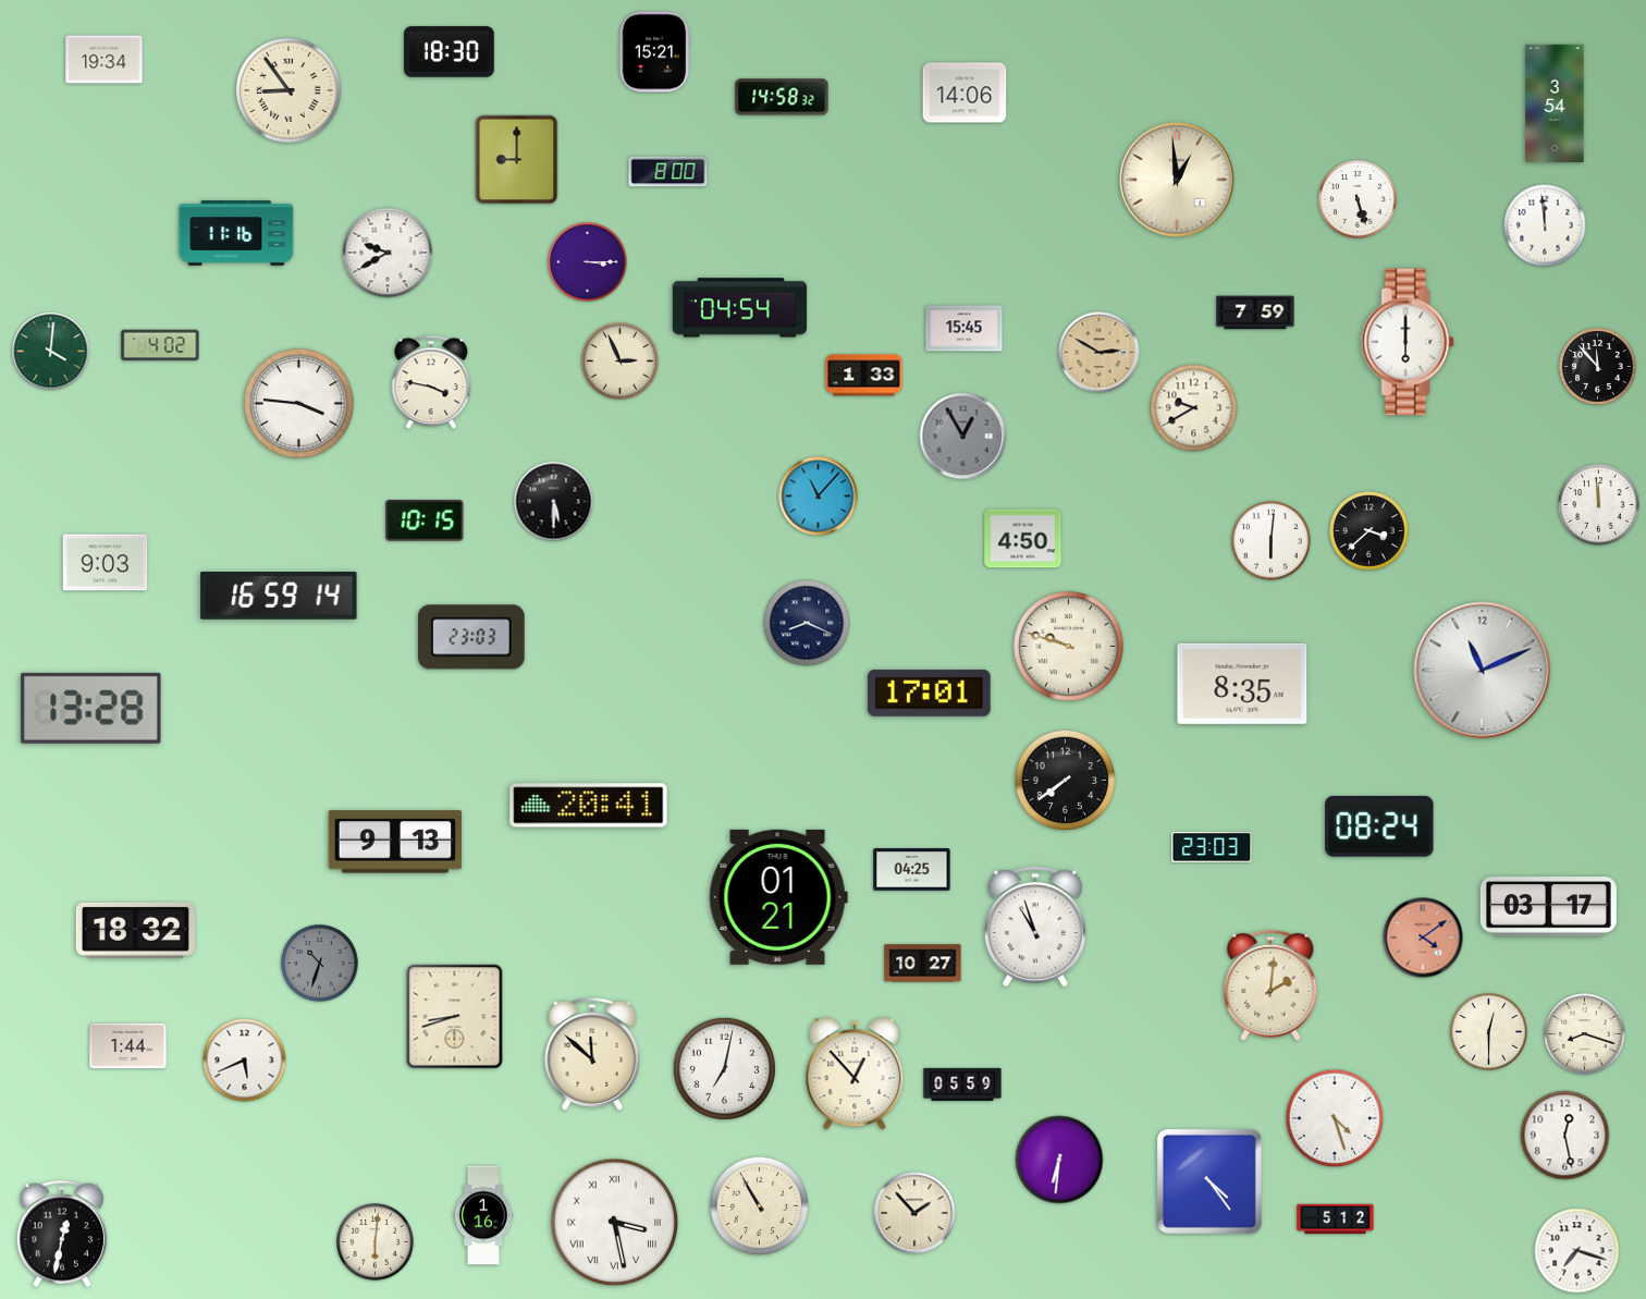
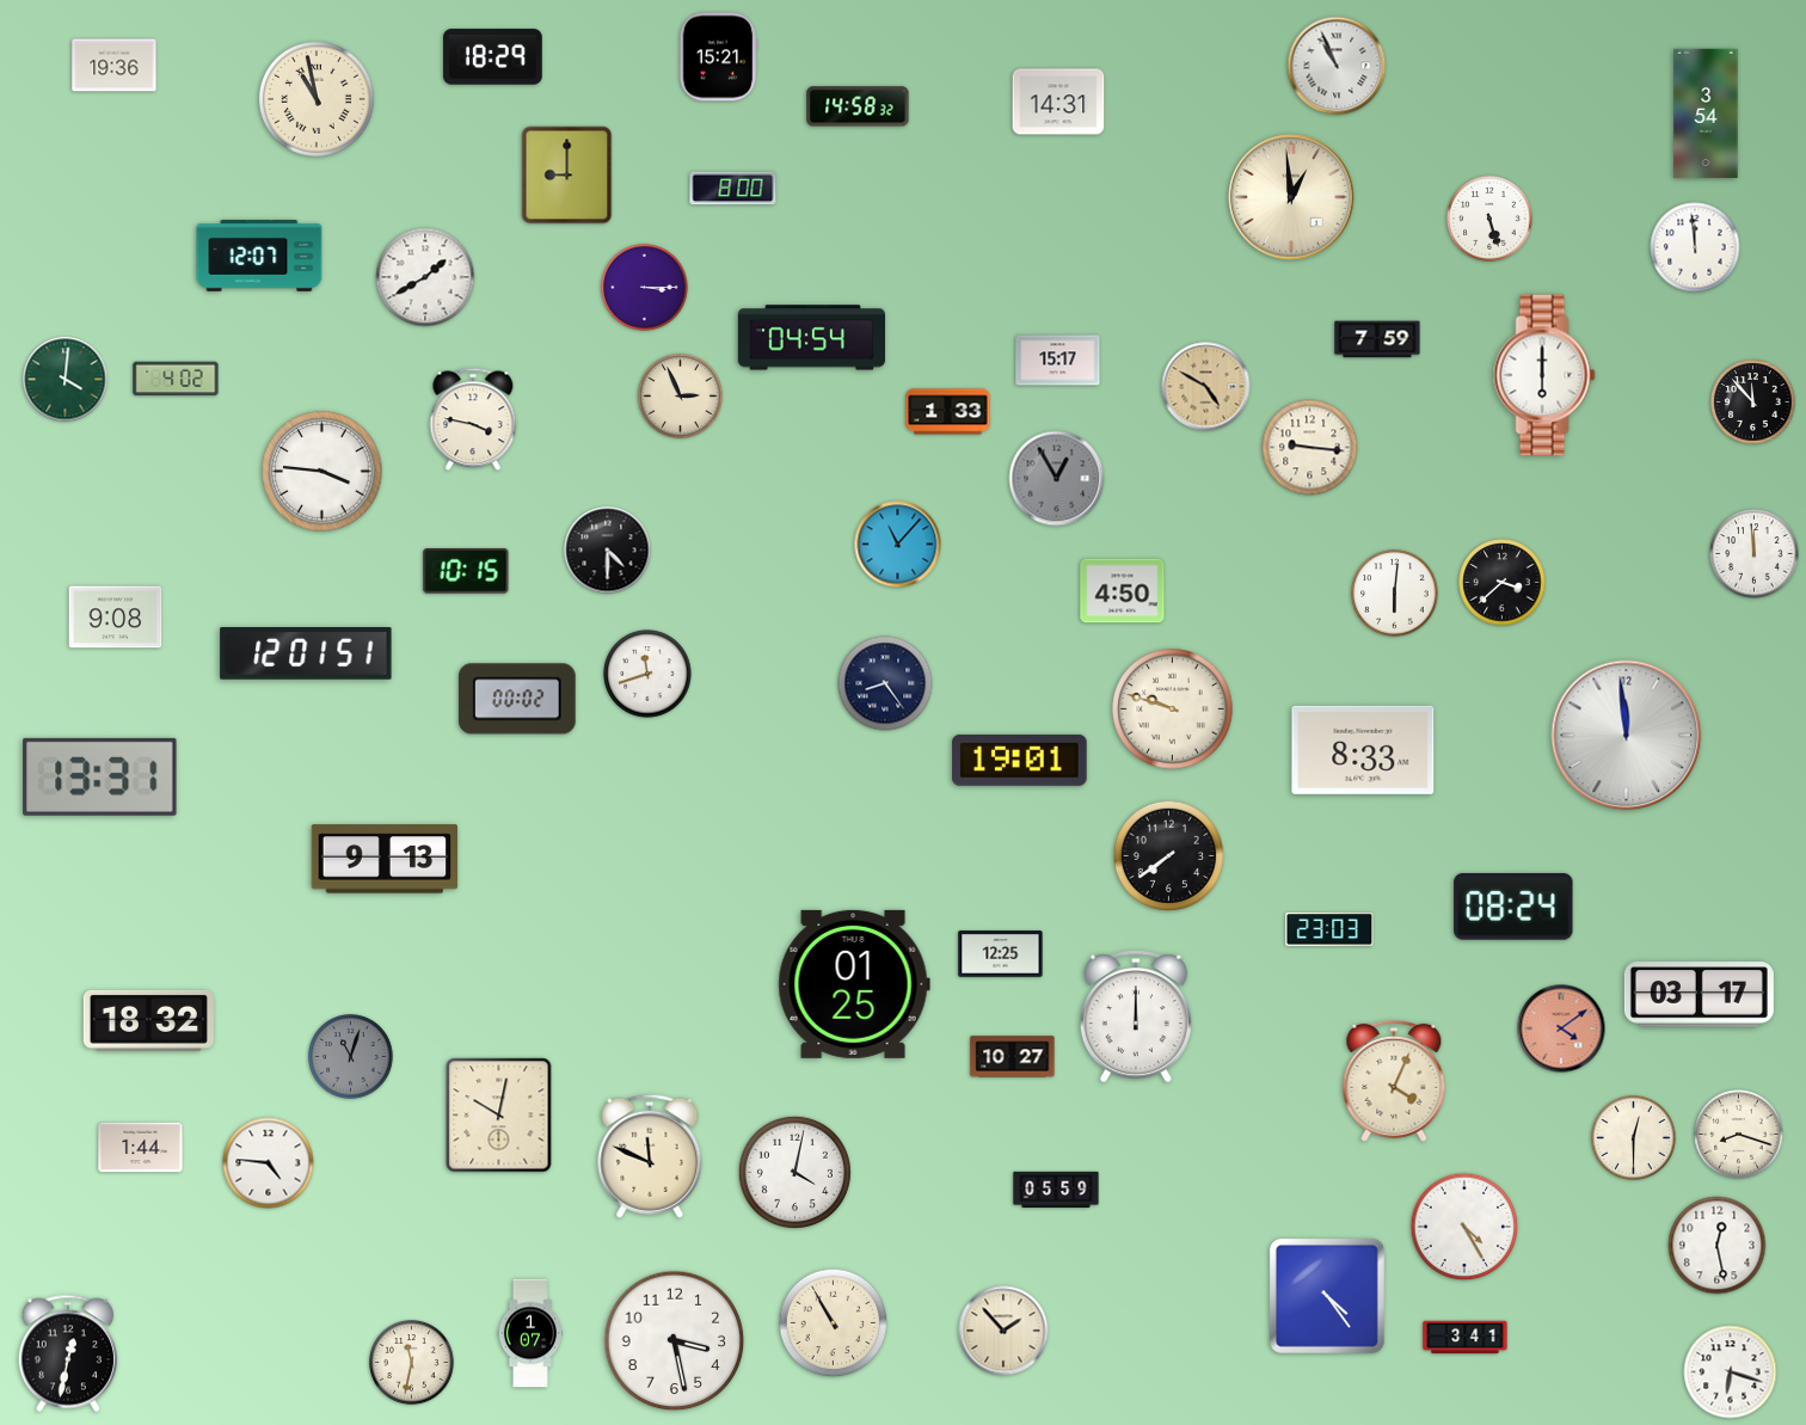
clock at (450, 52): 18:30 -> 18:29
clock at (105, 60): 19:34 -> 19:36
clock at (1337, 66): none -> 10:56
clock at (288, 90): 8:54 -> 10:58
clock at (965, 93): 14:06 -> 14:31
clock at (236, 234): 11:16 -> 12:07
clock at (388, 253): 9:40 -> 1:40
clock at (1255, 313) position: (1255, 313) -> (1377, 339)
clock at (965, 329): 15:45 -> 15:17
clock at (51, 352) position: (51, 352) -> (66, 380)
clock at (1100, 353): 2:50 -> 4:50
clock at (299, 404) position: (299, 404) -> (322, 472)
clock at (1194, 408): 9:40 -> 9:16
clock at (554, 502): 5:30 -> 4:30
clock at (106, 563): 9:03 -> 9:08
clock at (279, 597): 16:59 -> 12:01
clock at (647, 674): none -> 11:42
clock at (807, 623): 8:19 -> 8:24
clock at (472, 637): 23:03 -> 00:02
clock at (1483, 671): 11:11 -> 11:59
clock at (1242, 684): 8:35 -> 8:33
clock at (930, 693): 17:01 -> 19:01
clock at (91, 708): 13:28 -> 13:31
clock at (589, 806): 20:41 -> none
clock at (395, 842) position: (395, 842) -> (385, 859)
clock at (912, 870): 04:25 -> 12:25
clock at (778, 897): 01:21 -> 01:25
clock at (1035, 927): 10:57 -> 12:00
clock at (320, 964): 10:33 -> 11:03
clock at (1270, 985): 2:01 -> 4:04
clock at (455, 1017): 8:42 -> 10:02
clock at (1489, 1032) position: (1489, 1032) -> (1634, 1138)
clock at (592, 1054): 11:52 -> 11:49
clock at (245, 1061): 5:41 -> 4:46
clock at (724, 1068): 7:02 -> 4:02
clock at (855, 1075): 12:53 -> none
clock at (1335, 1118): 4:27 -> 4:25
clock at (1059, 1160): 6:31 -> none
clock at (483, 1215): 1:16 -> 1:07
clock at (1336, 1220): 5:12 -> 3:41
clock at (615, 1223) numerals: Roman -> Arabic
clock at (376, 1242): 6:01 -> 11:32
clock at (1577, 1251): 7:18 -> 6:18
